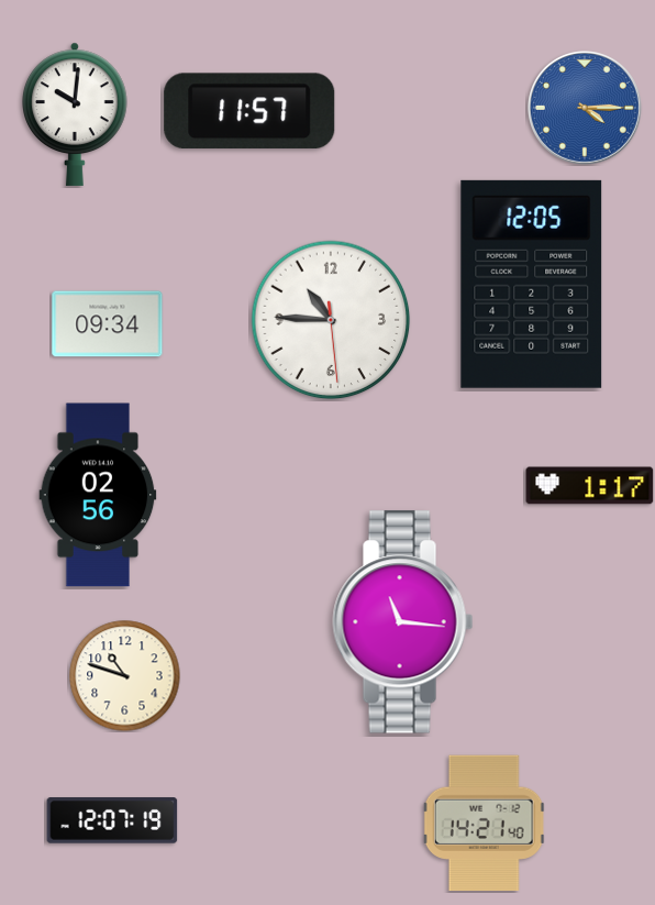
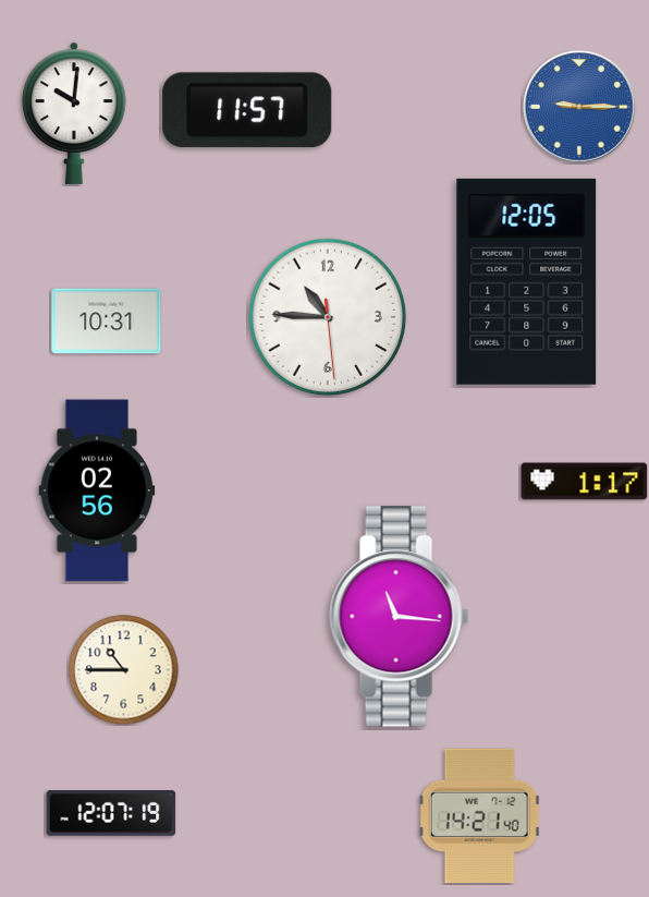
clock at (585, 108): 4:15 -> 9:15
clock at (108, 324): 09:34 -> 10:31
clock at (125, 676): 10:48 -> 10:45
